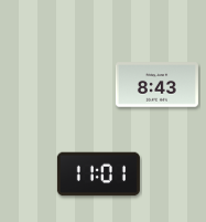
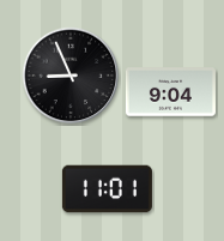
clock at (71, 76): none -> 8:56
clock at (156, 85): 8:43 -> 9:04
